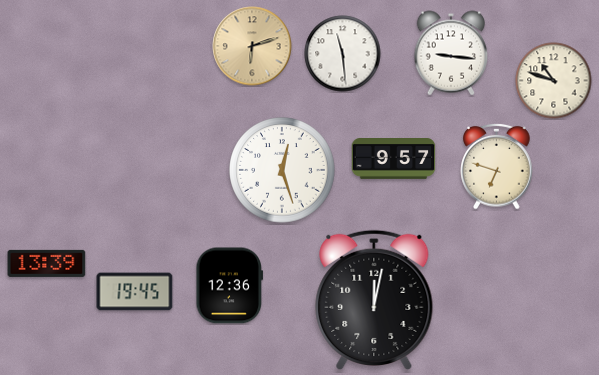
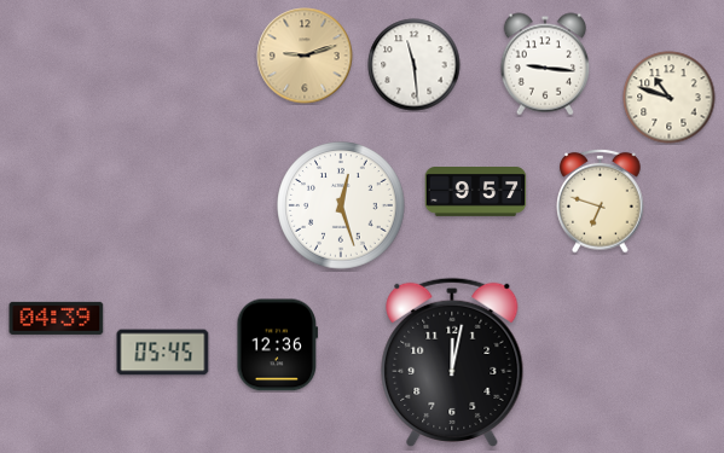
clock at (252, 46): 6:12 -> 9:12
clock at (47, 263): 13:39 -> 04:39
clock at (135, 292): 19:45 -> 05:45
